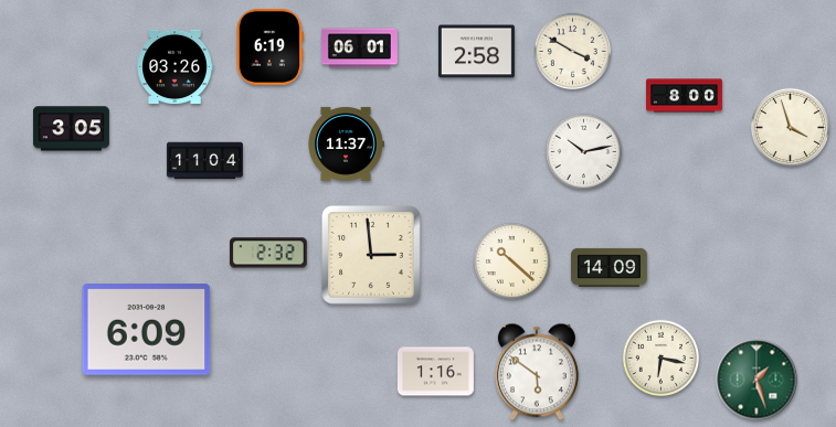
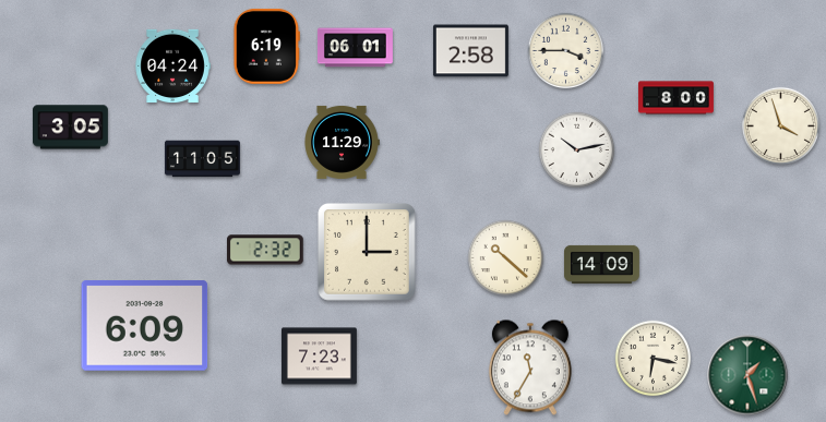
clock at (573, 52): 3:50 -> 3:45
clock at (174, 66): 03:26 -> 04:24
clock at (685, 96) position: (685, 96) -> (677, 98)
clock at (346, 143): 11:37 -> 11:29
clock at (204, 161): 11:04 -> 11:05
clock at (372, 256): 2:59 -> 3:00
clock at (662, 359) position: (662, 359) -> (654, 359)
clock at (319, 357): none -> 7:23
clock at (435, 372): 1:16 -> none
clock at (537, 372): 5:51 -> 11:35
